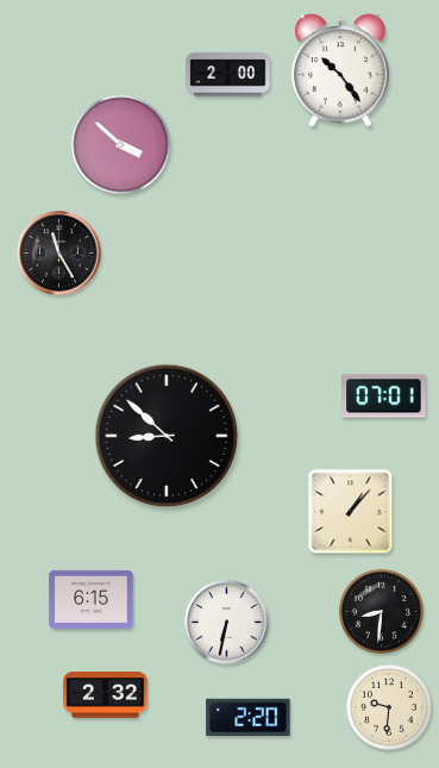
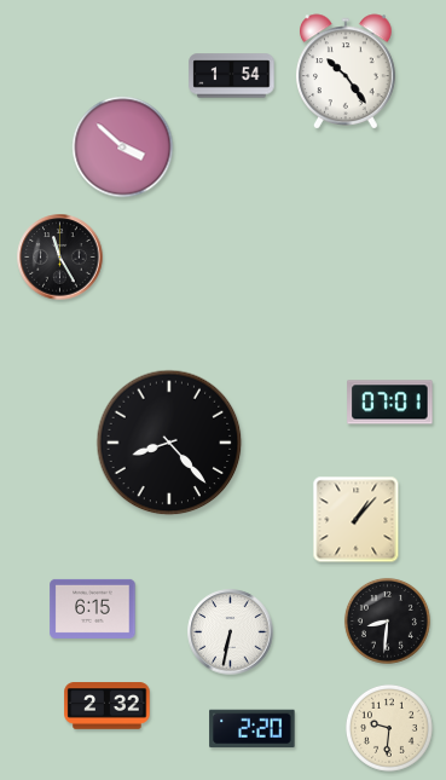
clock at (228, 75): 2:00 -> 1:54
clock at (167, 436): 8:52 -> 8:23
clock at (389, 707) position: (389, 707) -> (389, 728)
